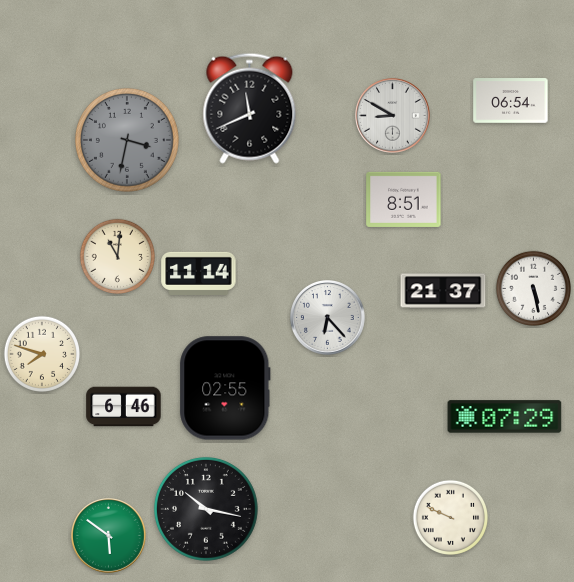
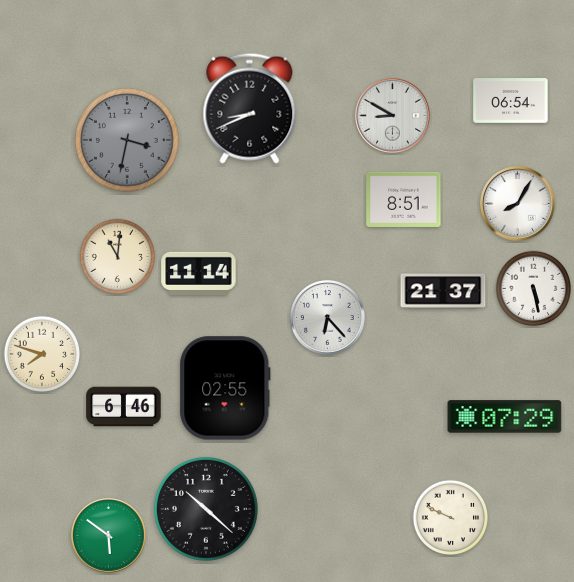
clock at (250, 108): 11:41 -> 8:41
clock at (518, 204): none -> 8:05
clock at (206, 509): 10:17 -> 10:22
